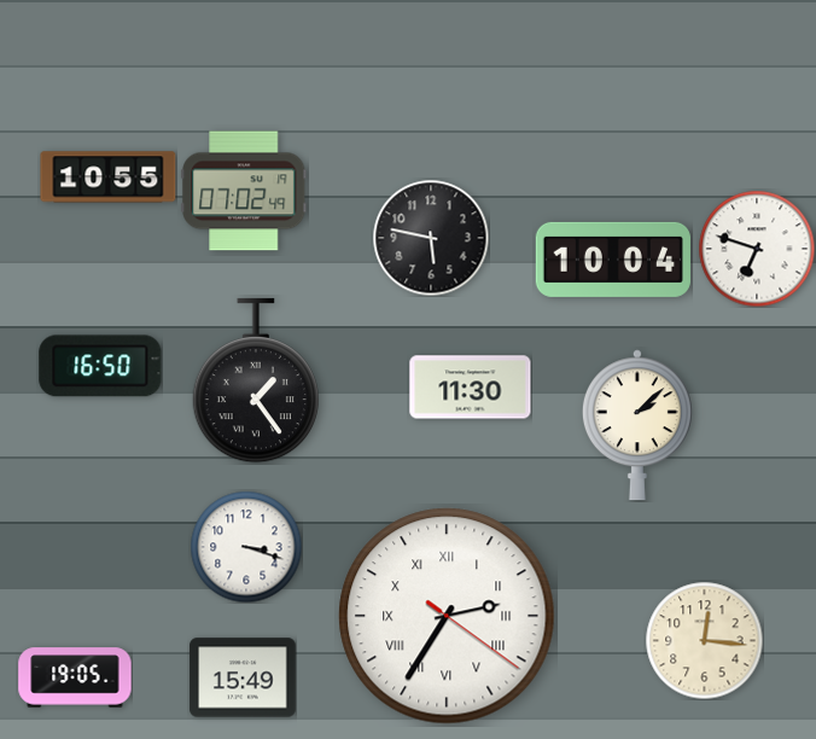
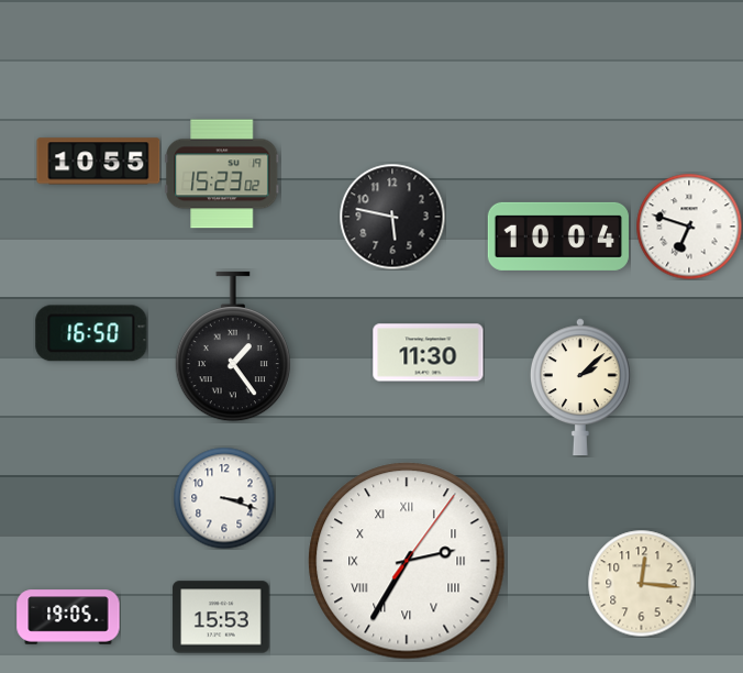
clock at (244, 191): 07:02 -> 15:23
clock at (447, 616): 2:35:21 -> 2:35:06
clock at (243, 677): 15:49 -> 15:53
